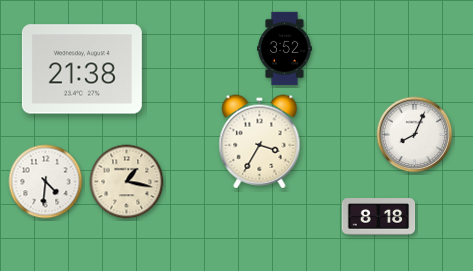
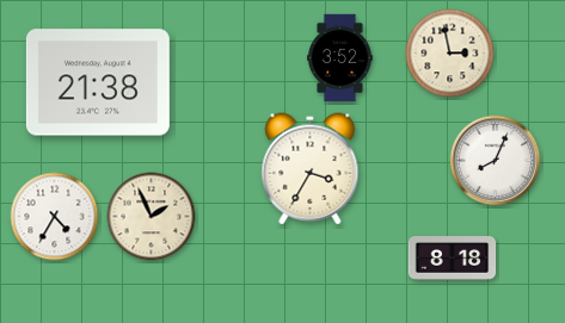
clock at (450, 54): none -> 2:58
clock at (46, 182): 4:31 -> 4:35
clock at (127, 182): 1:17 -> 1:56
